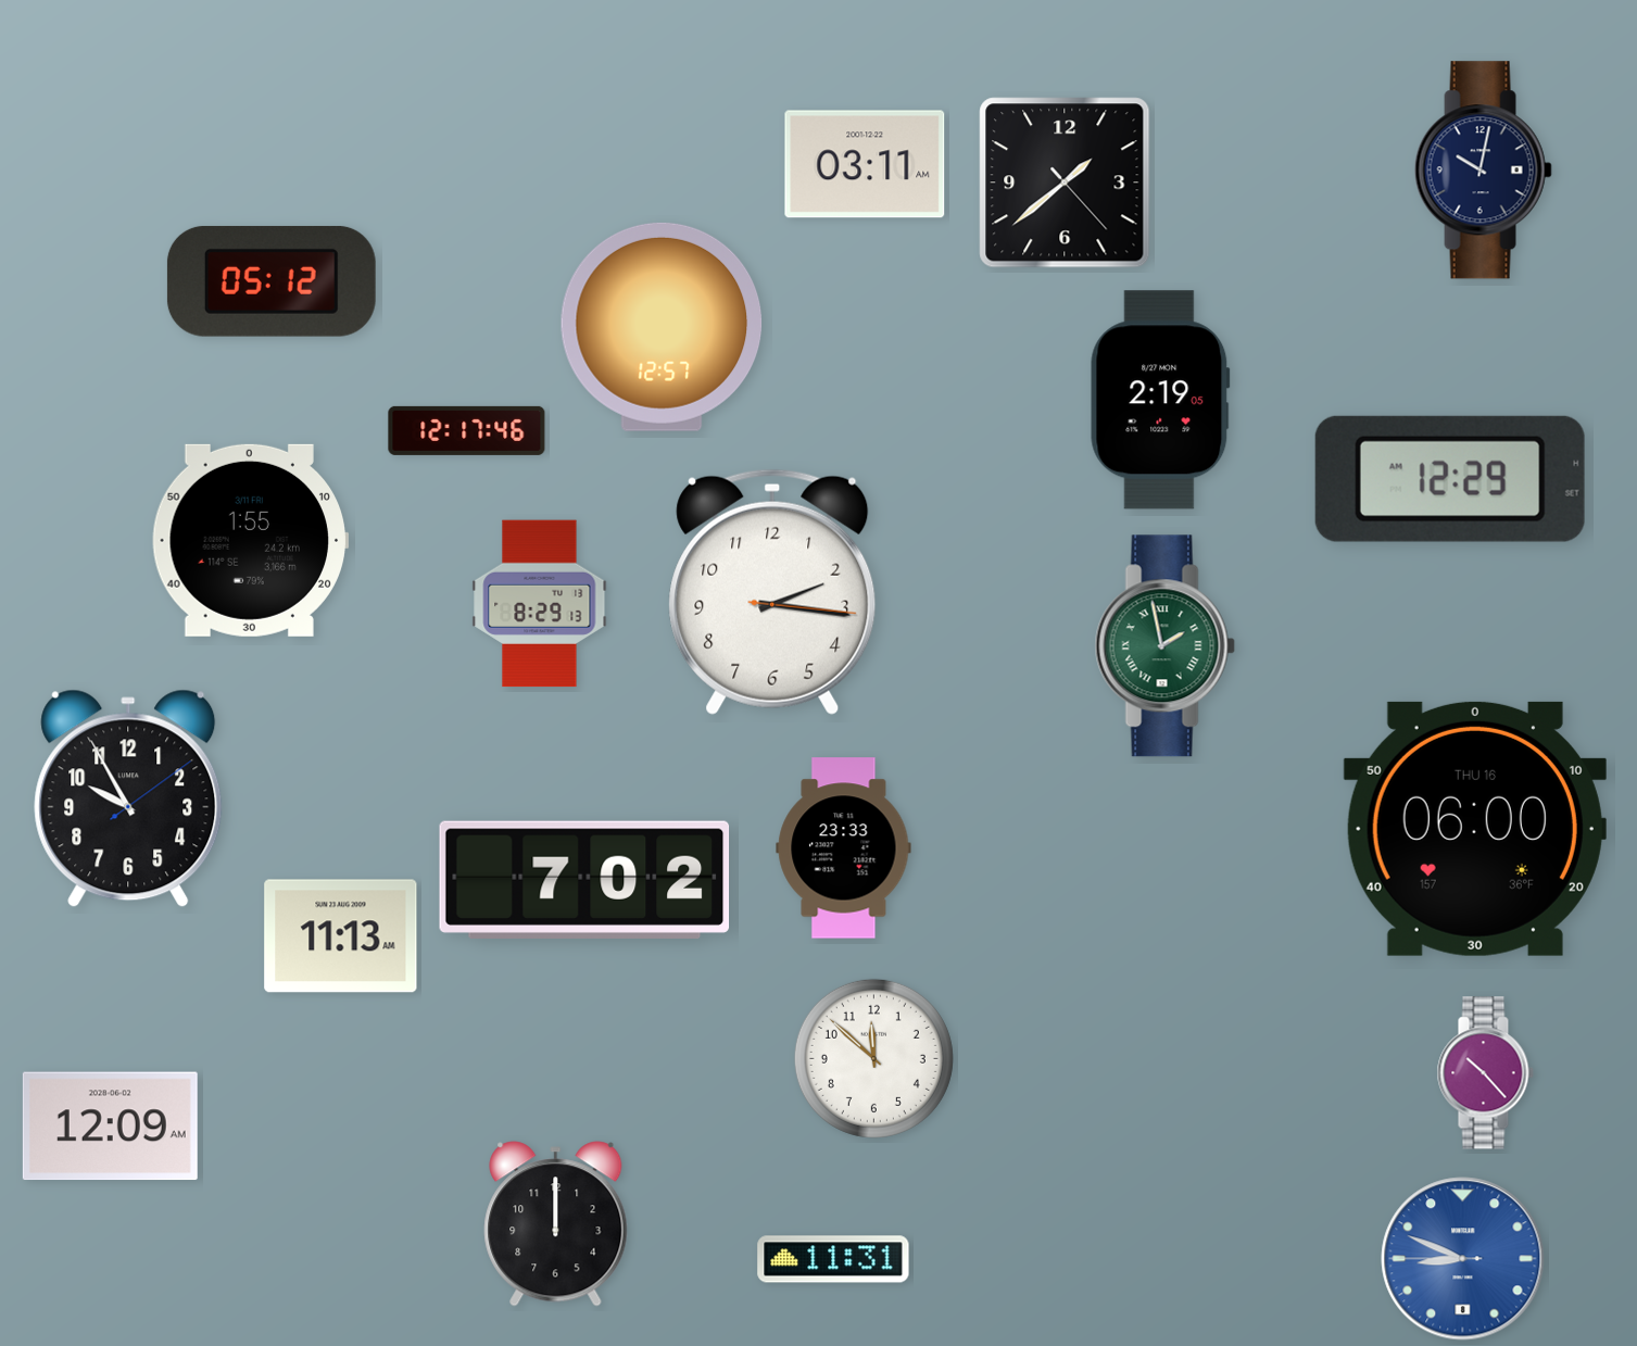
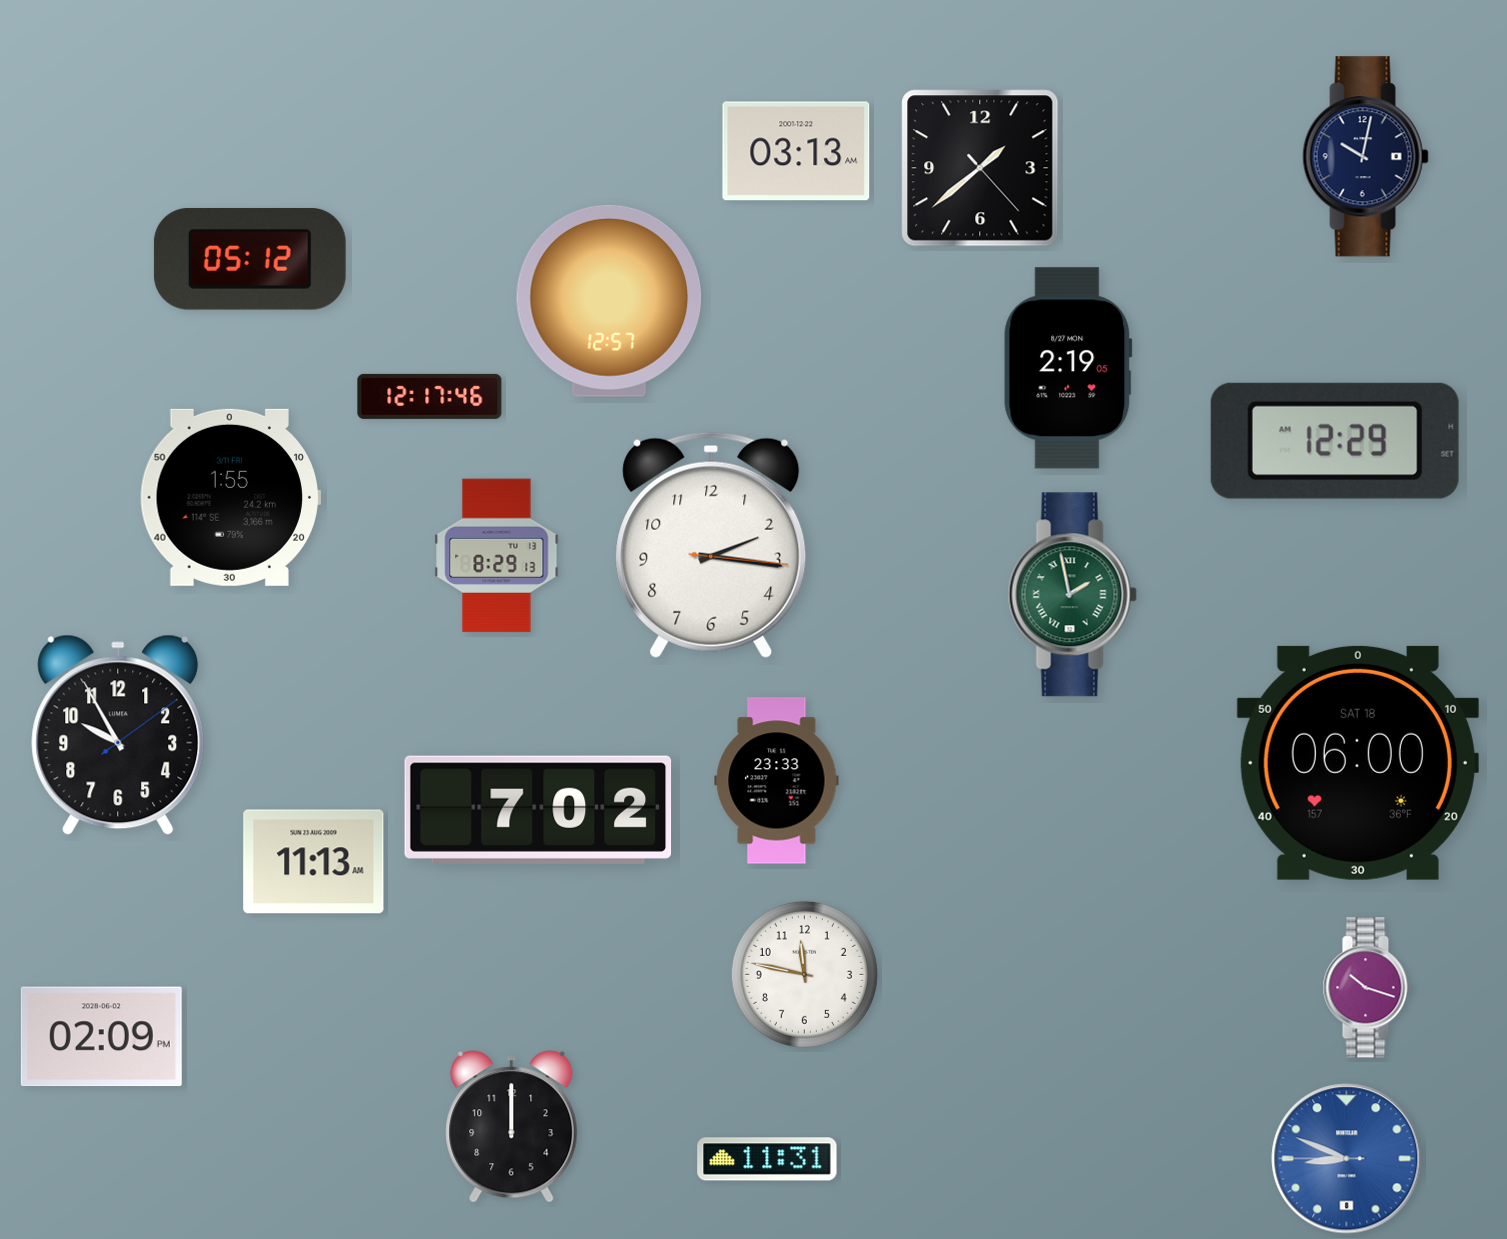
clock at (865, 164): 03:11 -> 03:13
clock at (1475, 829) date: THU 16 -> SAT 18
clock at (873, 1058): 11:52 -> 11:47
clock at (1485, 1073): 10:23 -> 10:18
clock at (110, 1127): 12:09 -> 02:09
